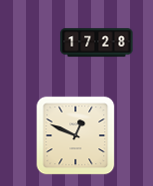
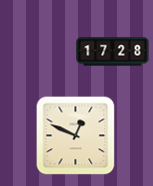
clock at (97, 43) position: (97, 43) -> (113, 52)
